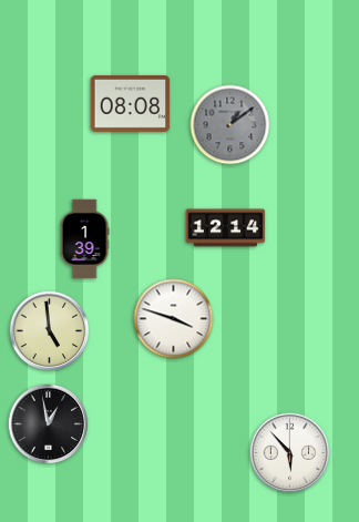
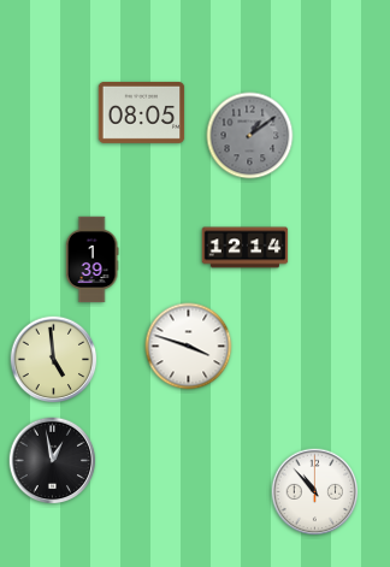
clock at (131, 103): 08:08 -> 08:05
clock at (290, 453): 5:53 -> 10:53
